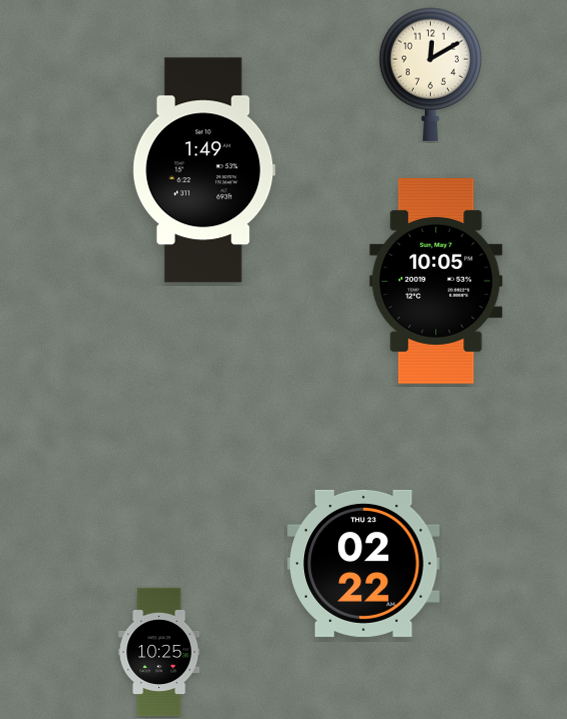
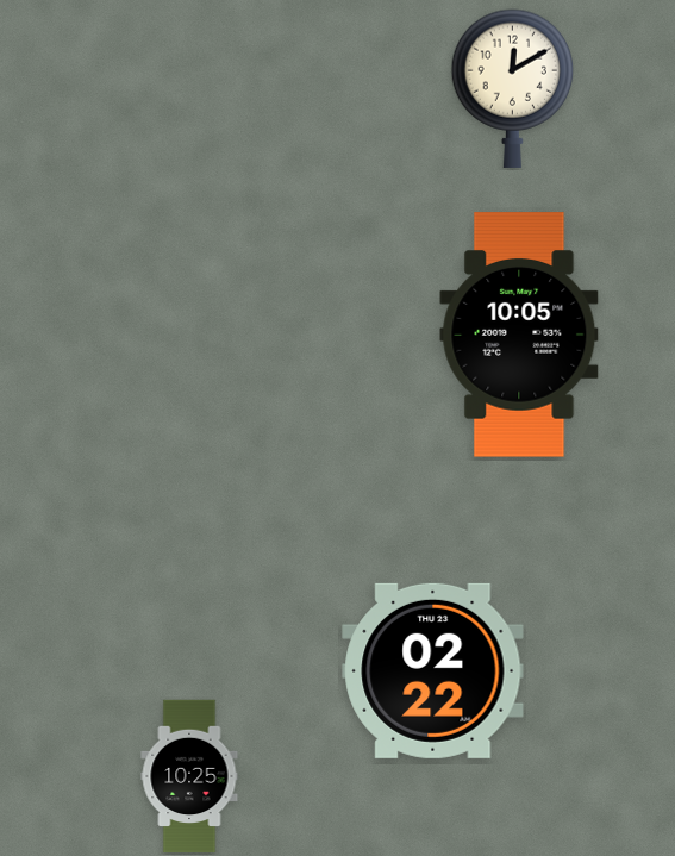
clock at (204, 170): 1:49 -> none
